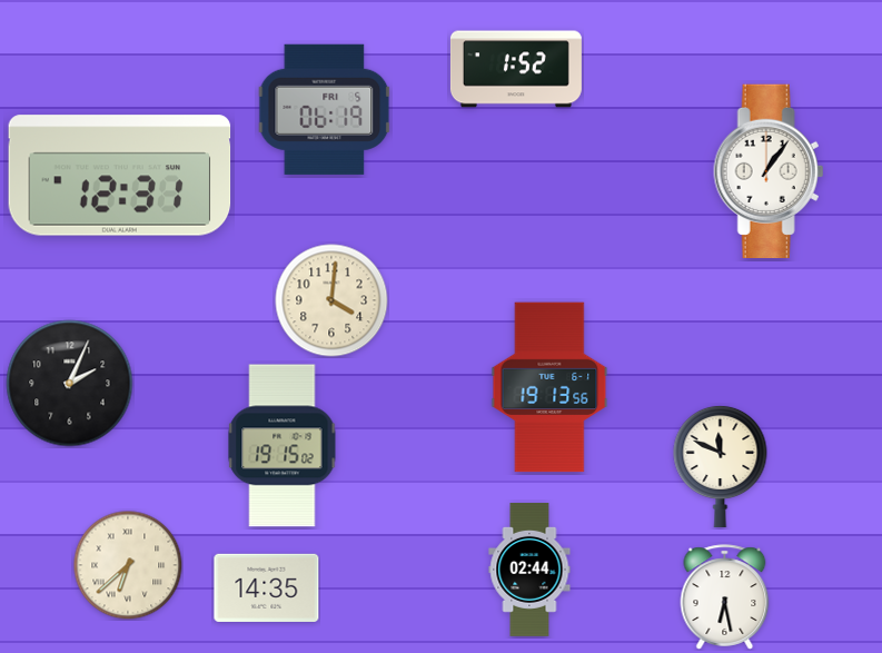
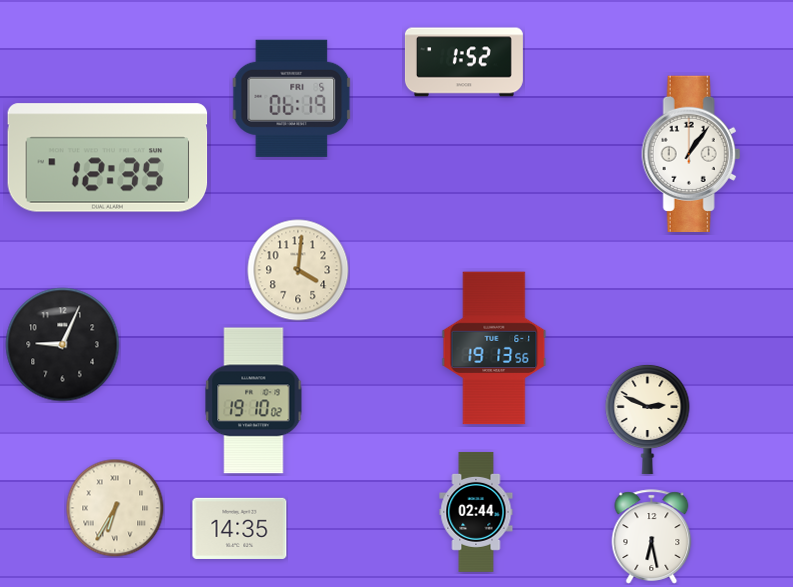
clock at (120, 176): 12:31 -> 12:35
clock at (70, 384): 2:04 -> 9:04
clock at (283, 446): 19:15 -> 19:10
clock at (721, 466): 11:49 -> 2:49
clock at (128, 565): 6:38 -> 6:35
